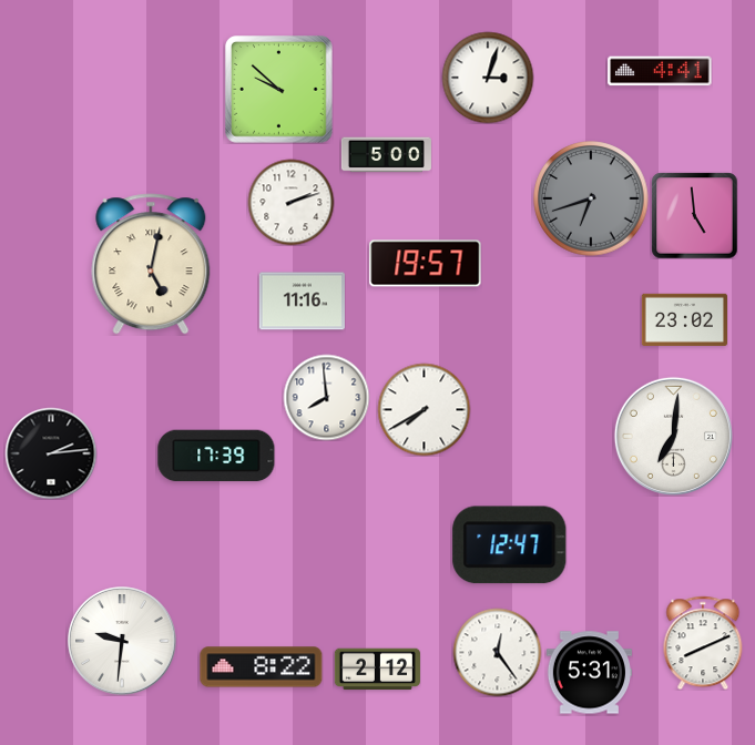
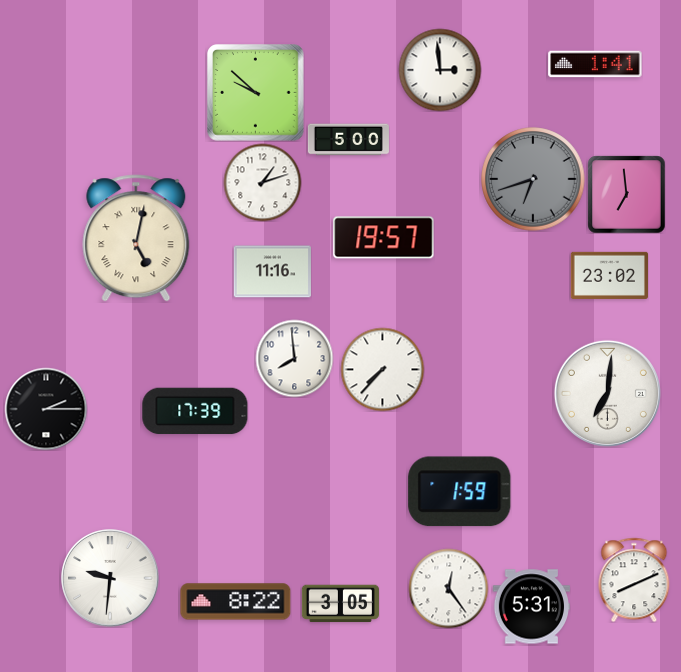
clock at (660, 71): 4:41 -> 1:41
clock at (488, 78): 3:03 -> 2:59
clock at (279, 90) position: (279, 90) -> (256, 93)
clock at (290, 202): 2:12 -> 1:12
clock at (694, 215): 4:59 -> 6:59
clock at (684, 319) position: (684, 319) -> (609, 275)
clock at (424, 409): 7:40 -> 7:37
clock at (51, 453): 2:14 -> 2:15
clock at (510, 545): 12:47 -> 1:59
clock at (377, 670): 2:12 -> 3:05
